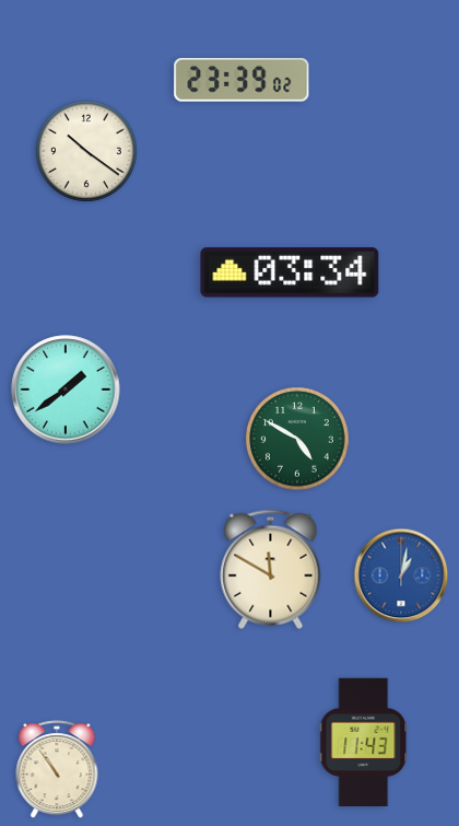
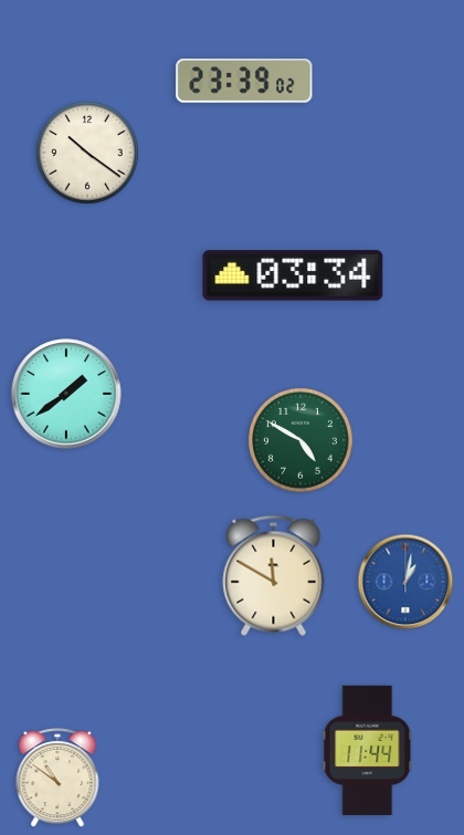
clock at (298, 440) position: (298, 440) -> (302, 441)
clock at (364, 742): 11:43 -> 11:44
clock at (57, 770): 10:54 -> 10:51
